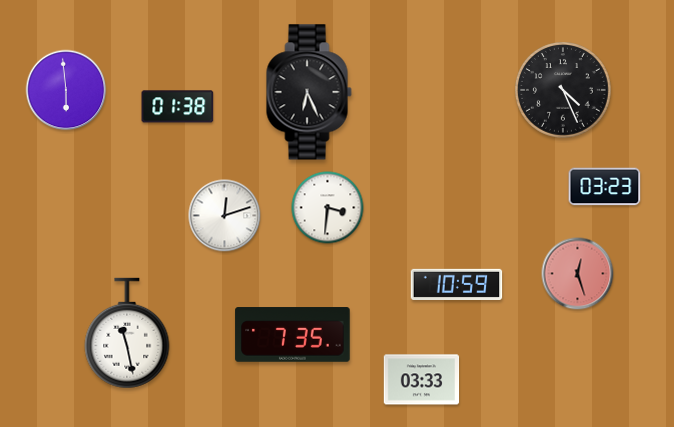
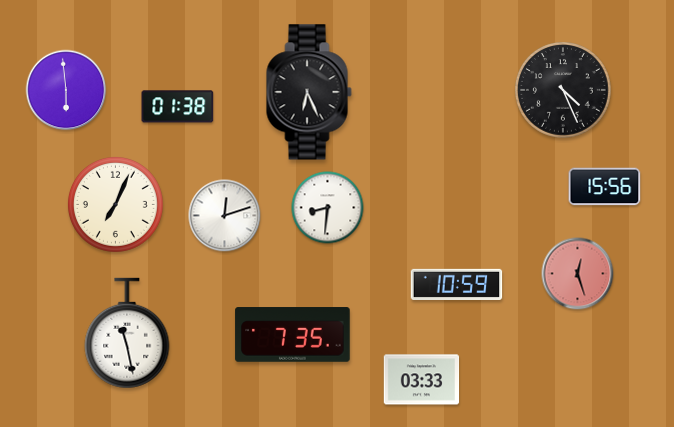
clock at (605, 187): 03:23 -> 15:56
clock at (115, 204): none -> 7:04
clock at (328, 208): 3:31 -> 8:31
